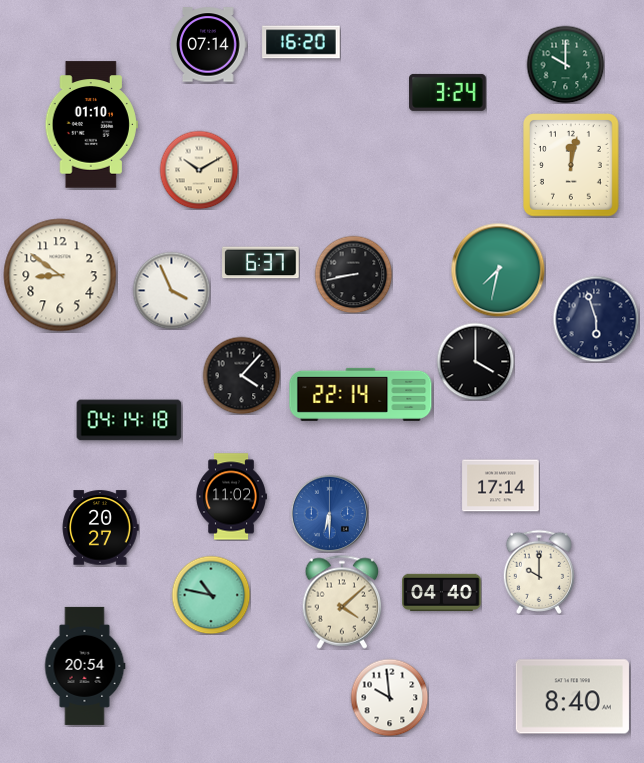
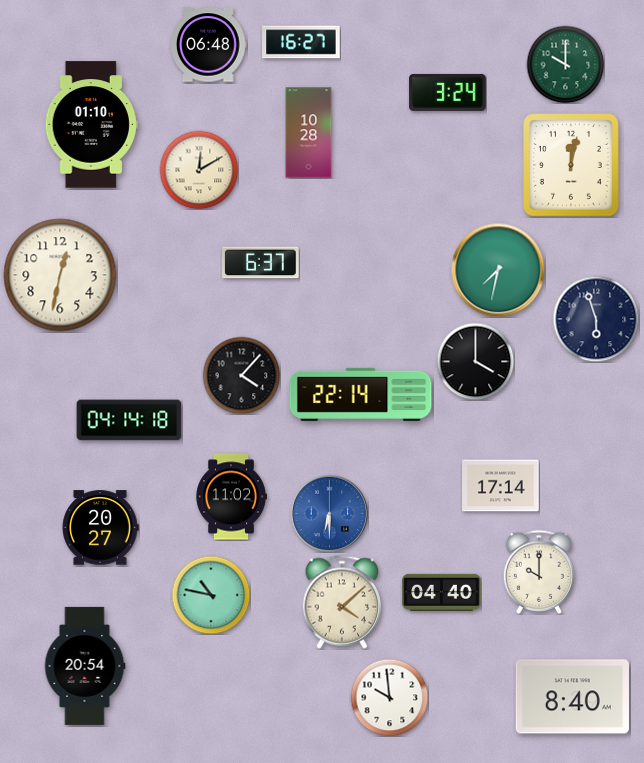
clock at (301, 42): 16:20 -> 16:27
clock at (209, 45): 07:14 -> 06:48
clock at (309, 133): none -> 10:28
clock at (199, 170): 10:10 -> 12:10
clock at (353, 274): 8:43 -> none
clock at (60, 275): 8:51 -> 12:32
clock at (171, 290): 3:56 -> none
